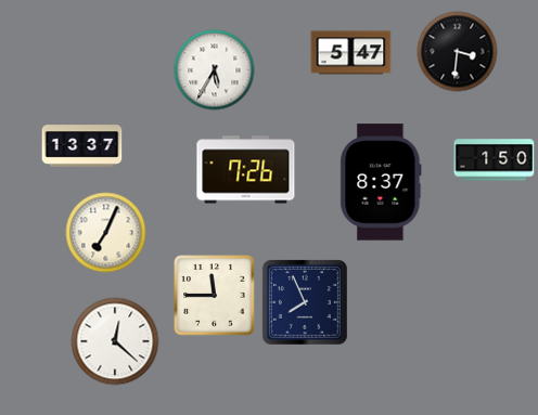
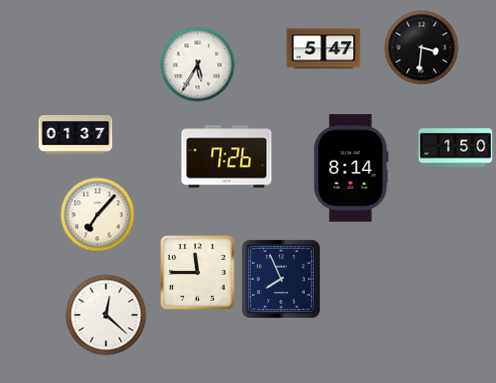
clock at (82, 146): 13:37 -> 01:37
clock at (381, 182): 8:37 -> 8:14
clock at (106, 233): 7:04 -> 7:07
